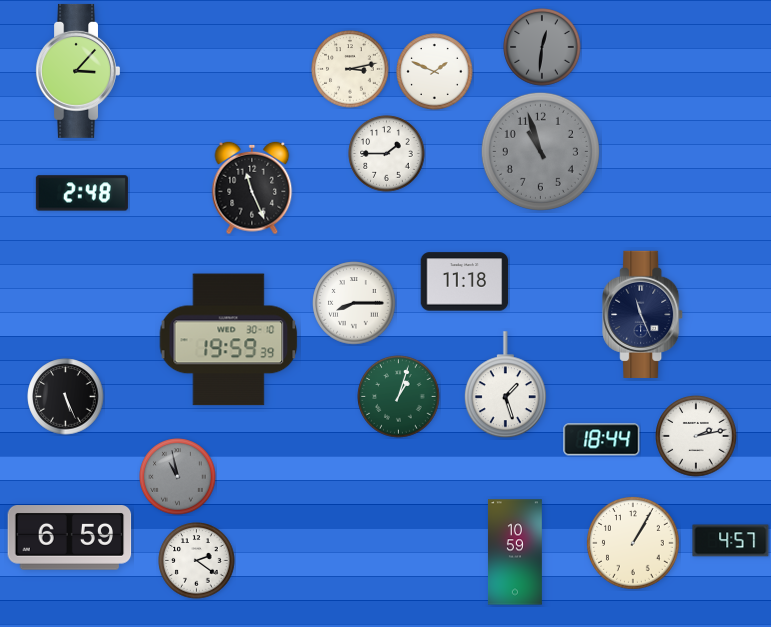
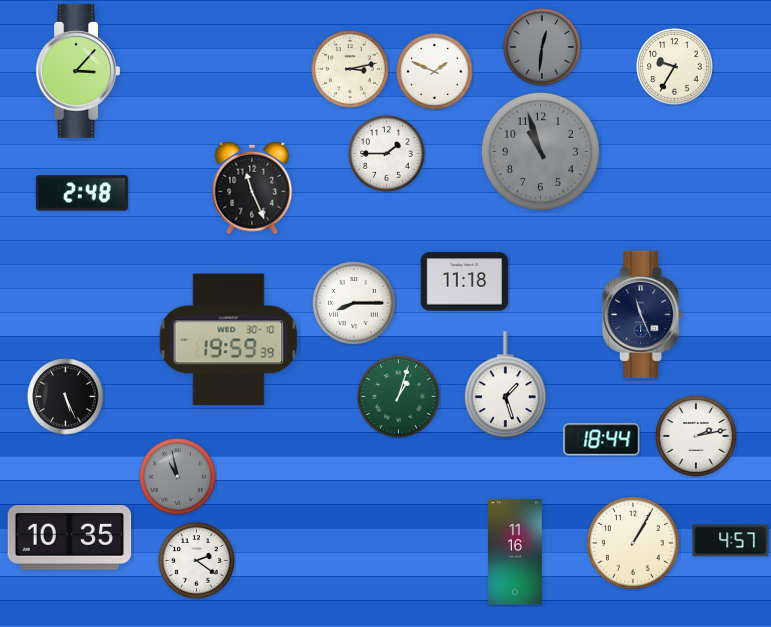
clock at (675, 67): none -> 9:35
clock at (70, 538): 6:59 -> 10:35
clock at (515, 552): 10:59 -> 11:16
